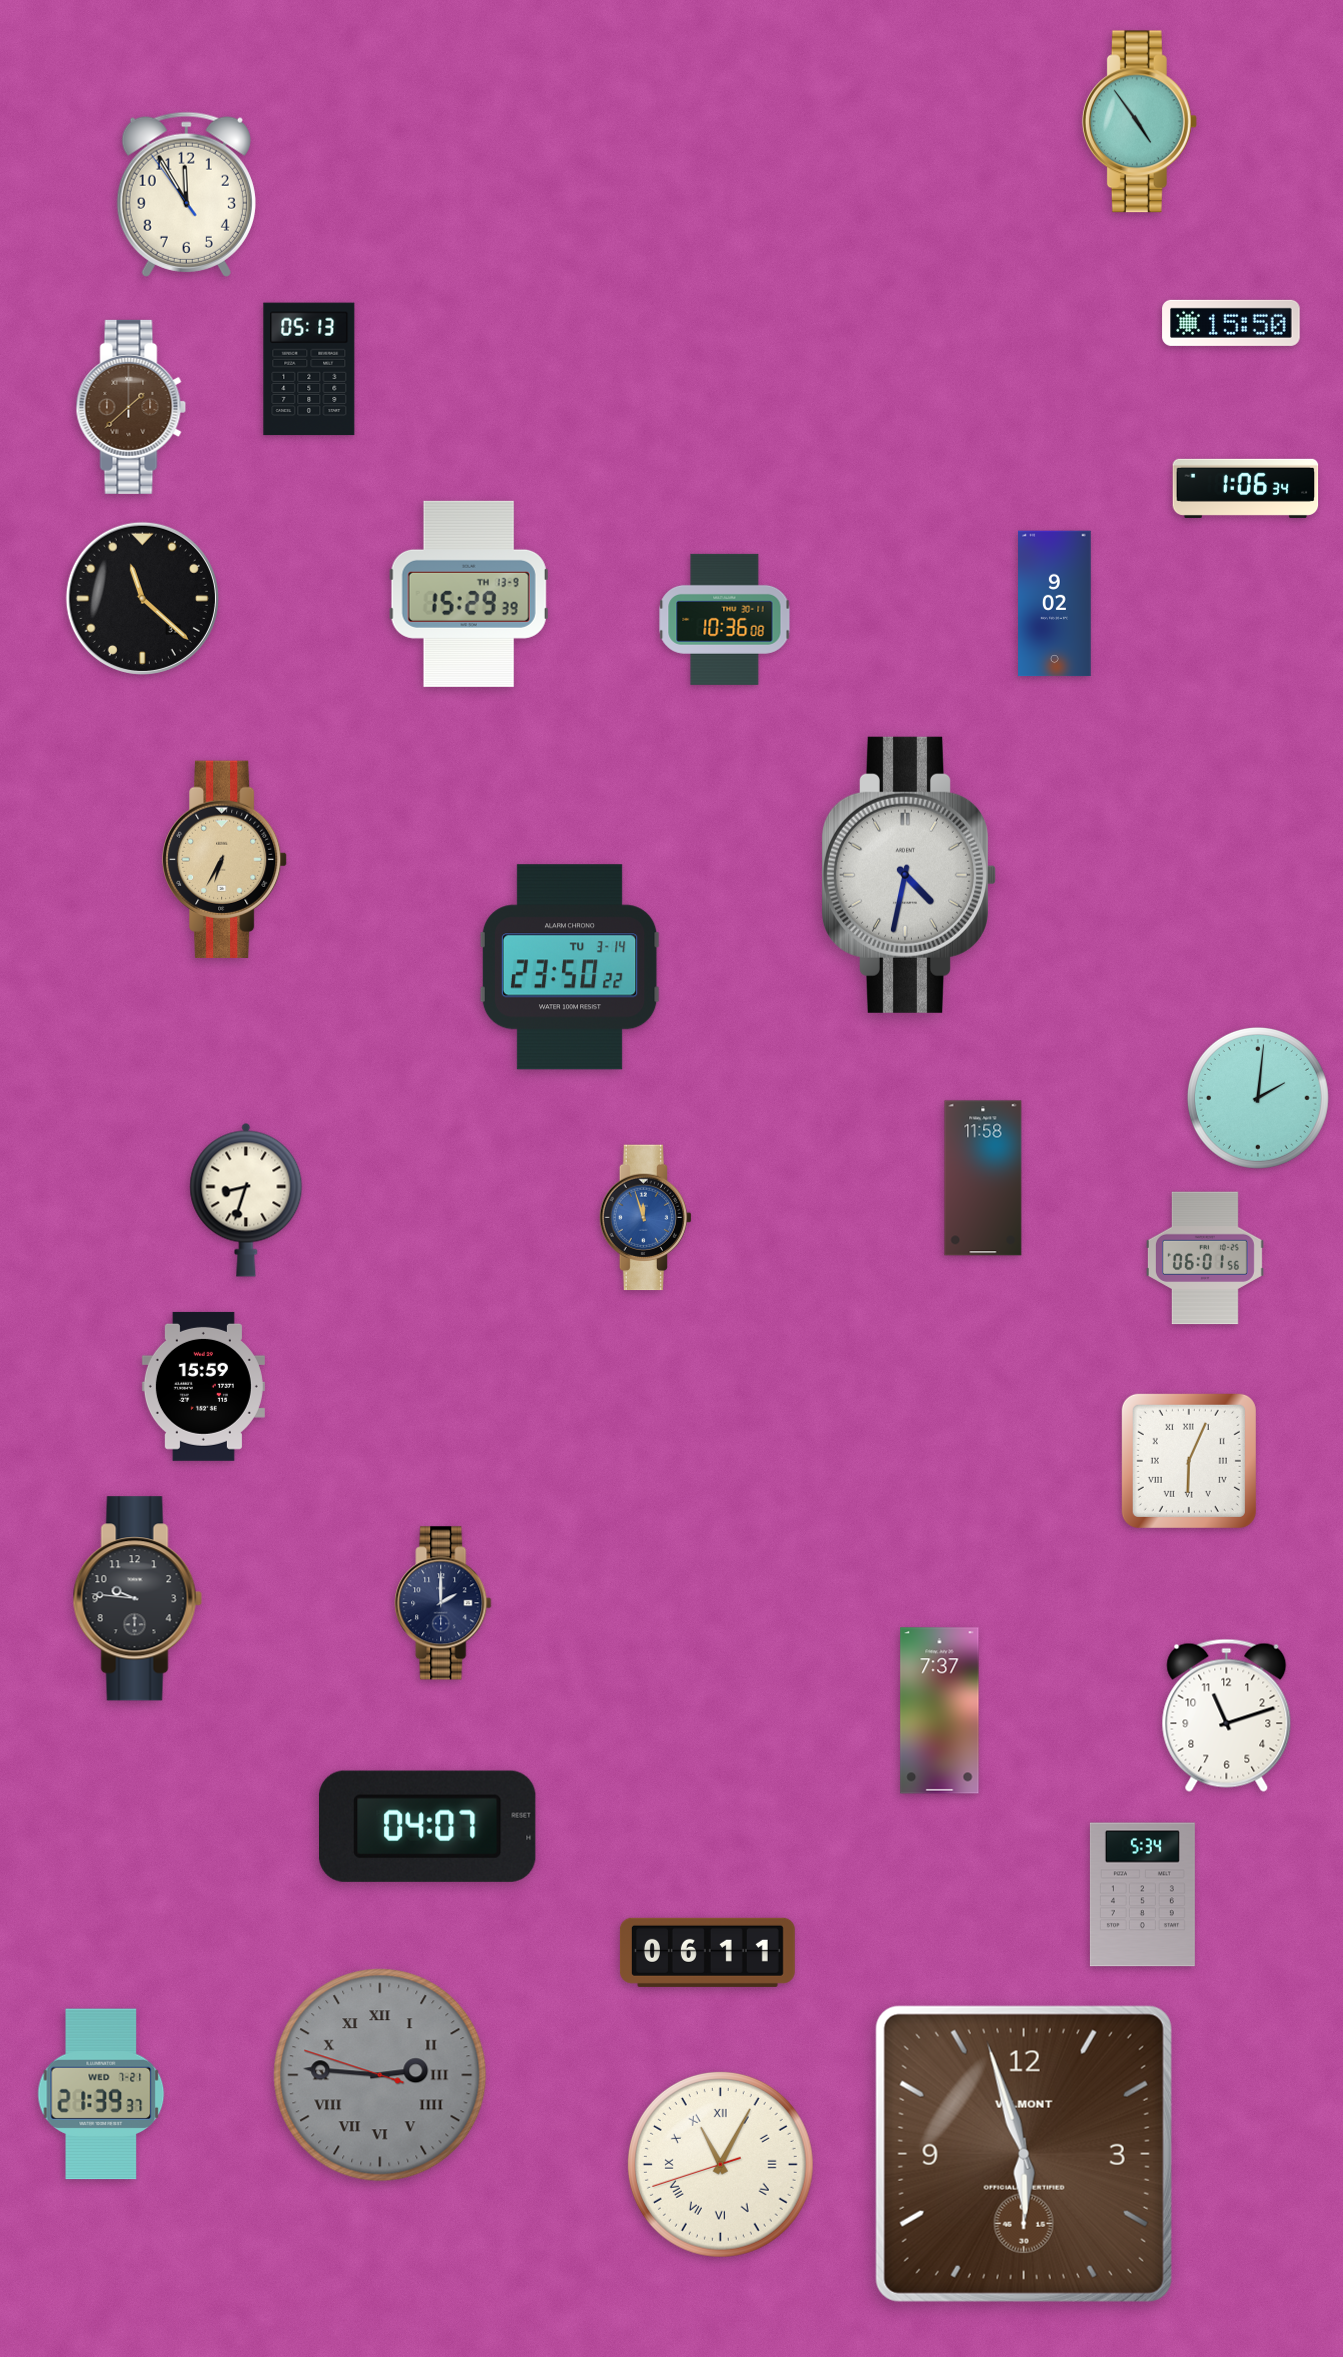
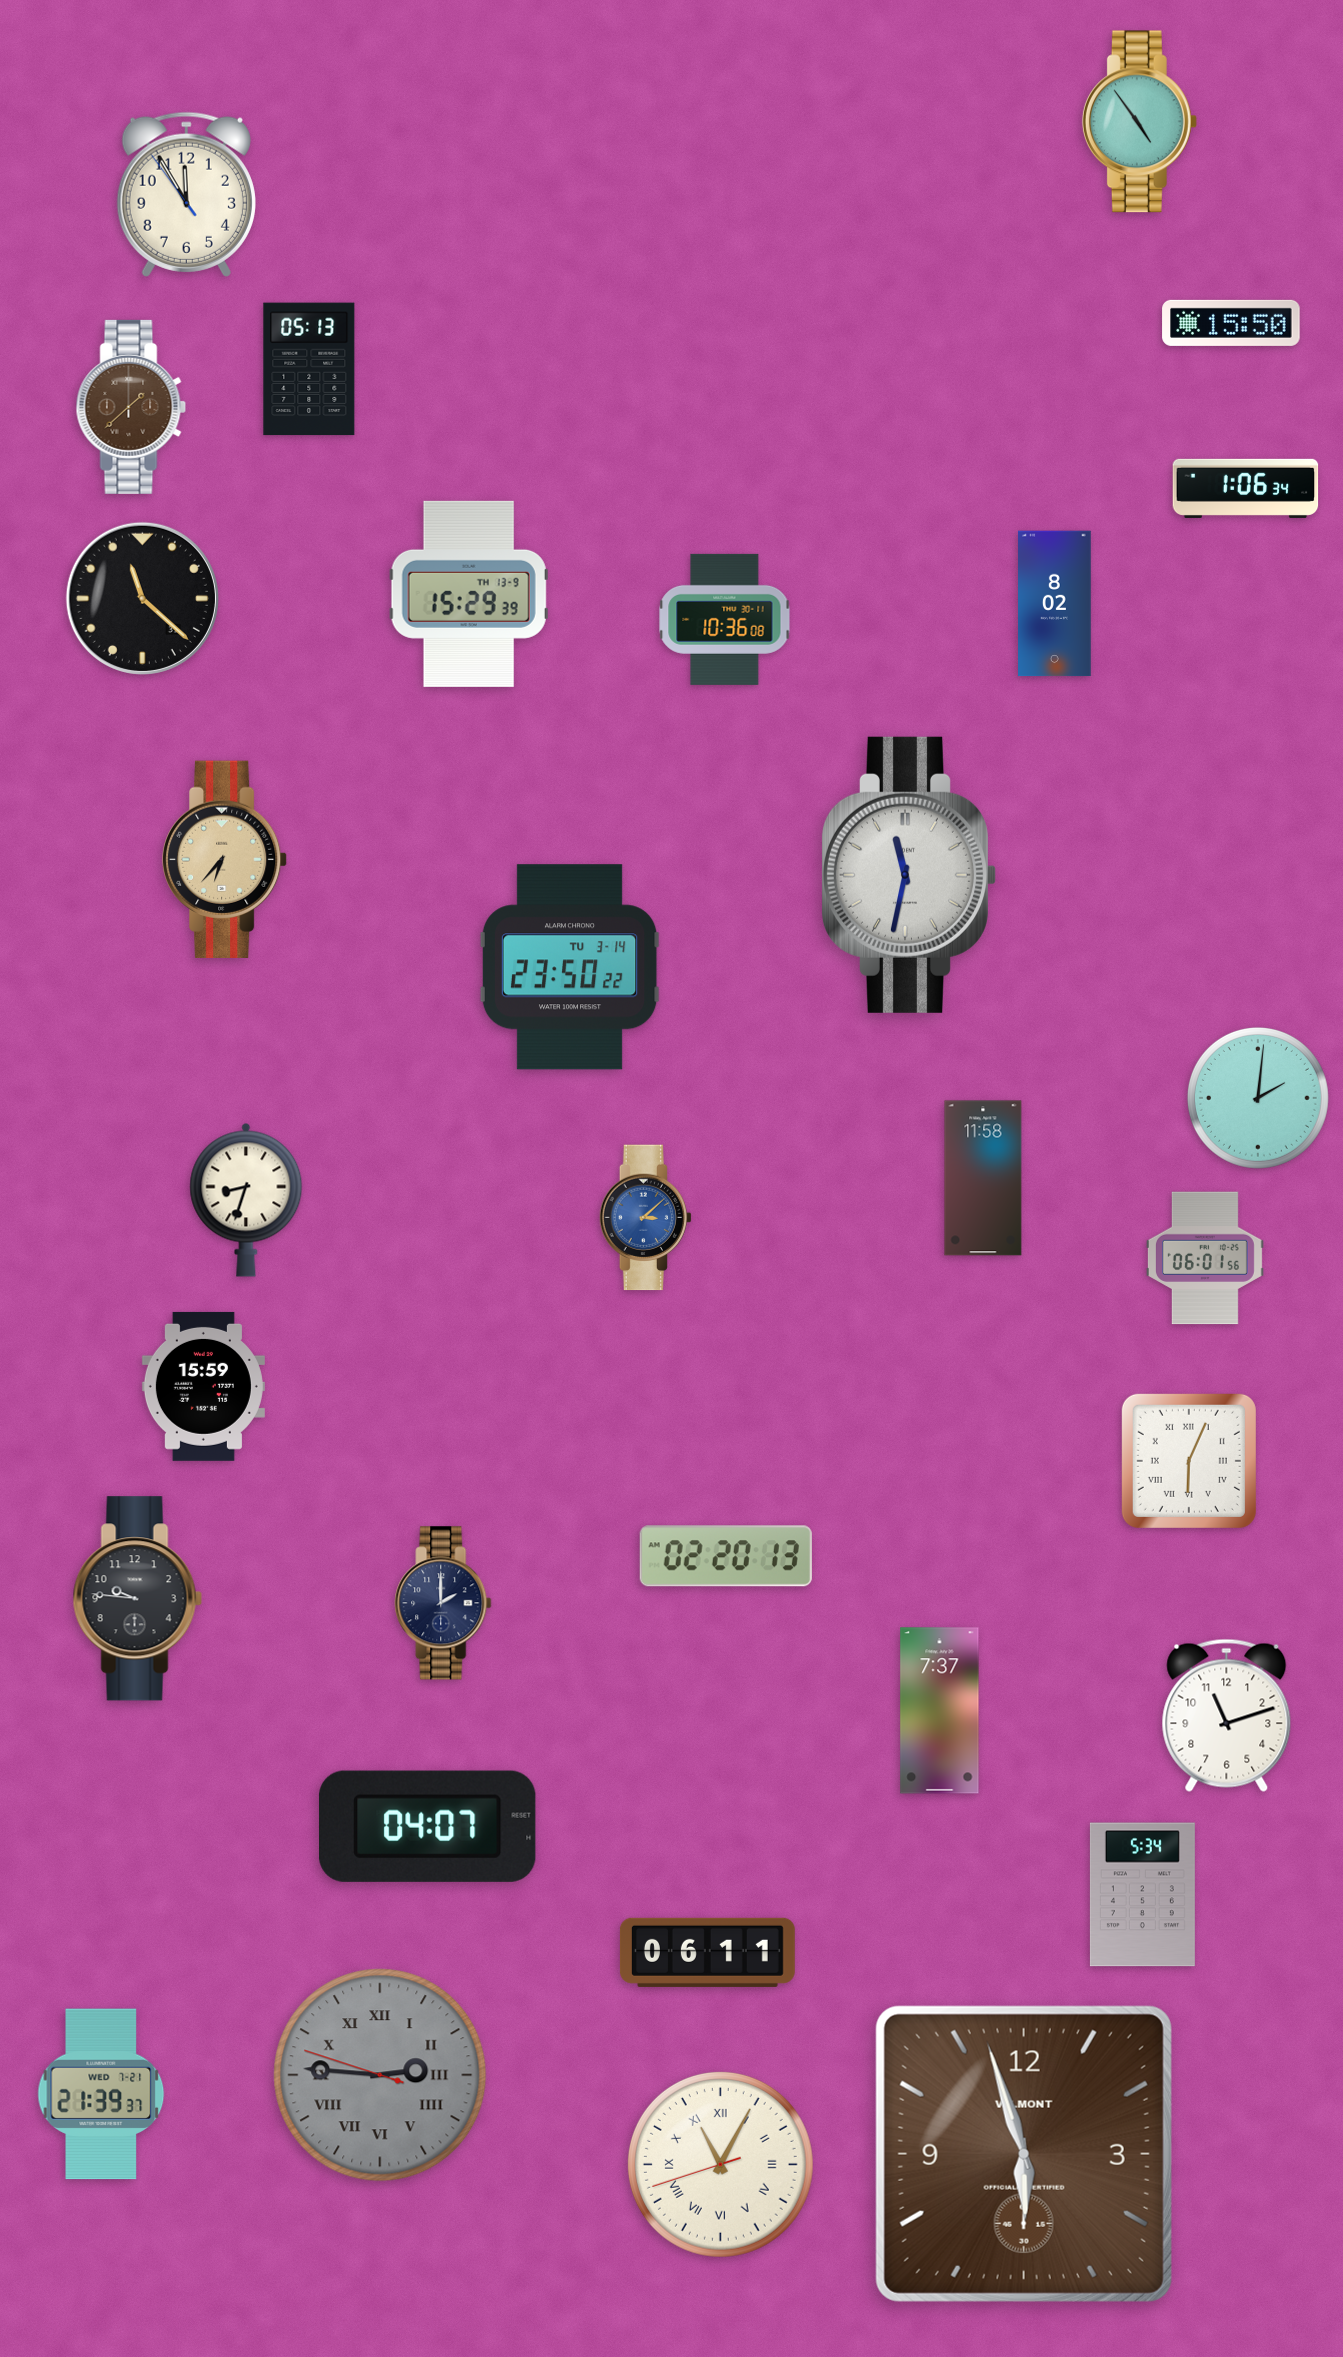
clock at (1055, 604): 9:02 -> 8:02
clock at (226, 859): 6:35 -> 6:37
clock at (908, 875): 4:32 -> 11:32
clock at (645, 1218): 11:57 -> 3:08
clock at (726, 1556): none -> 02:20
